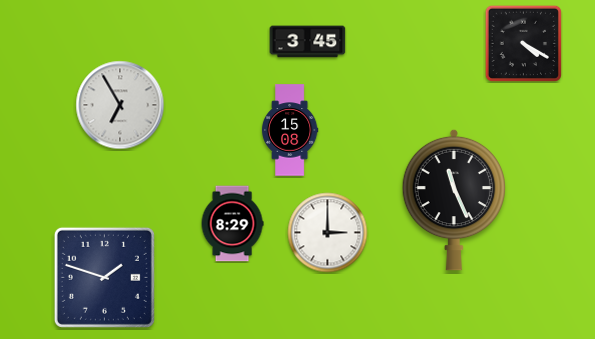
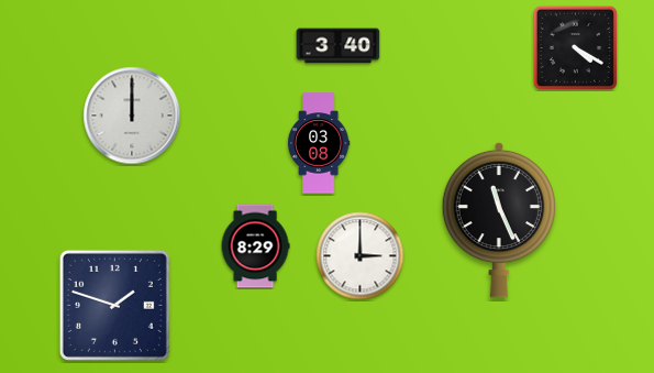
clock at (308, 42): 3:45 -> 3:40
clock at (120, 105): 6:55 -> 12:00
clock at (290, 130): 15:08 -> 03:08
